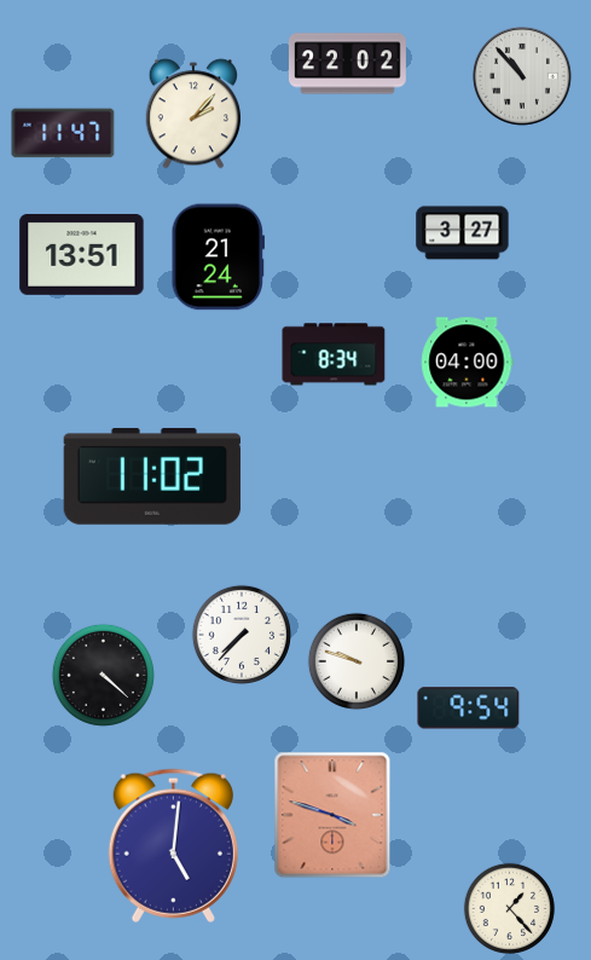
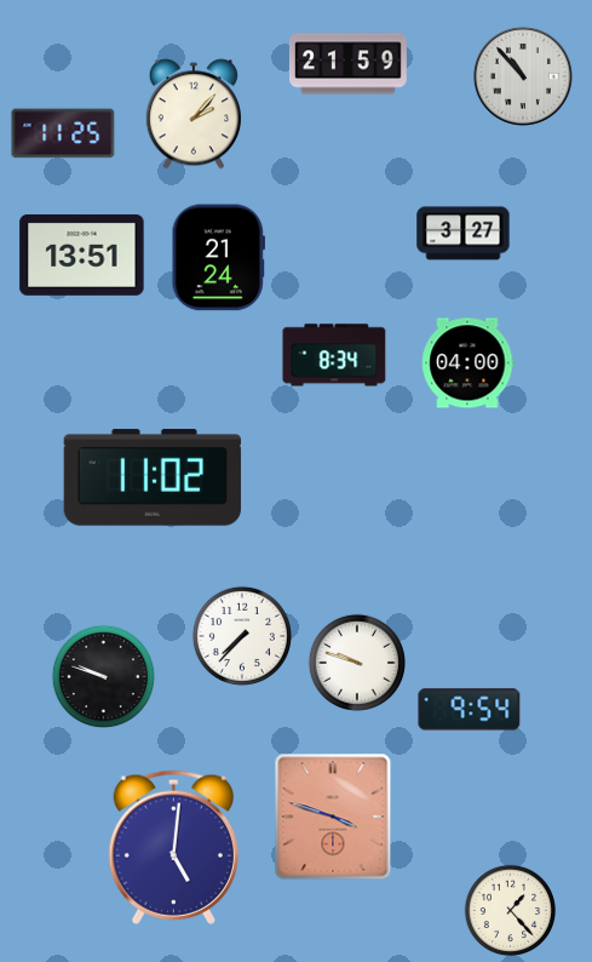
clock at (347, 64): 22:02 -> 21:59
clock at (63, 133): 11:47 -> 11:25
clock at (103, 675): 4:22 -> 9:48
